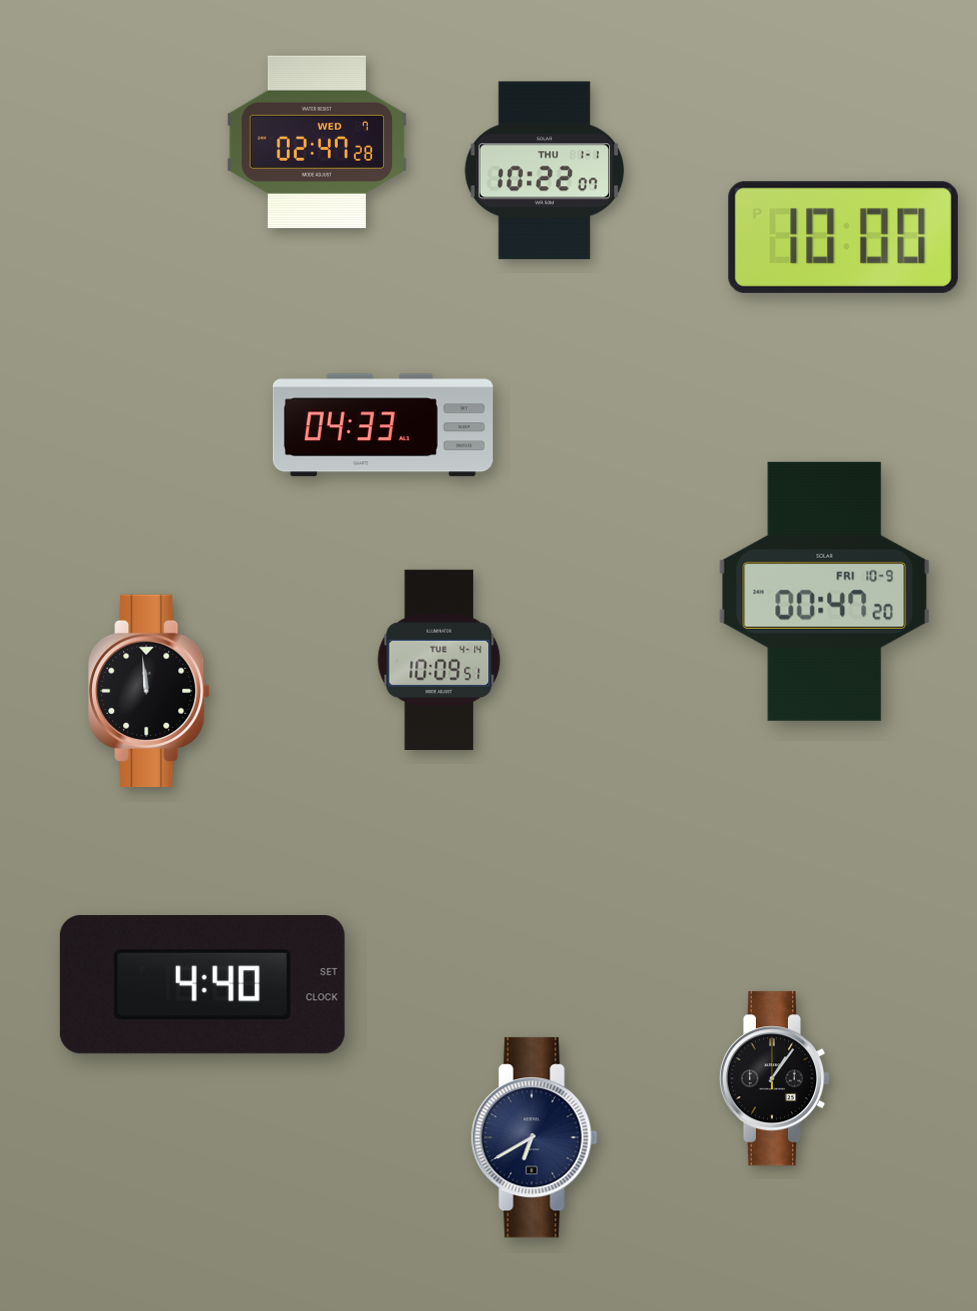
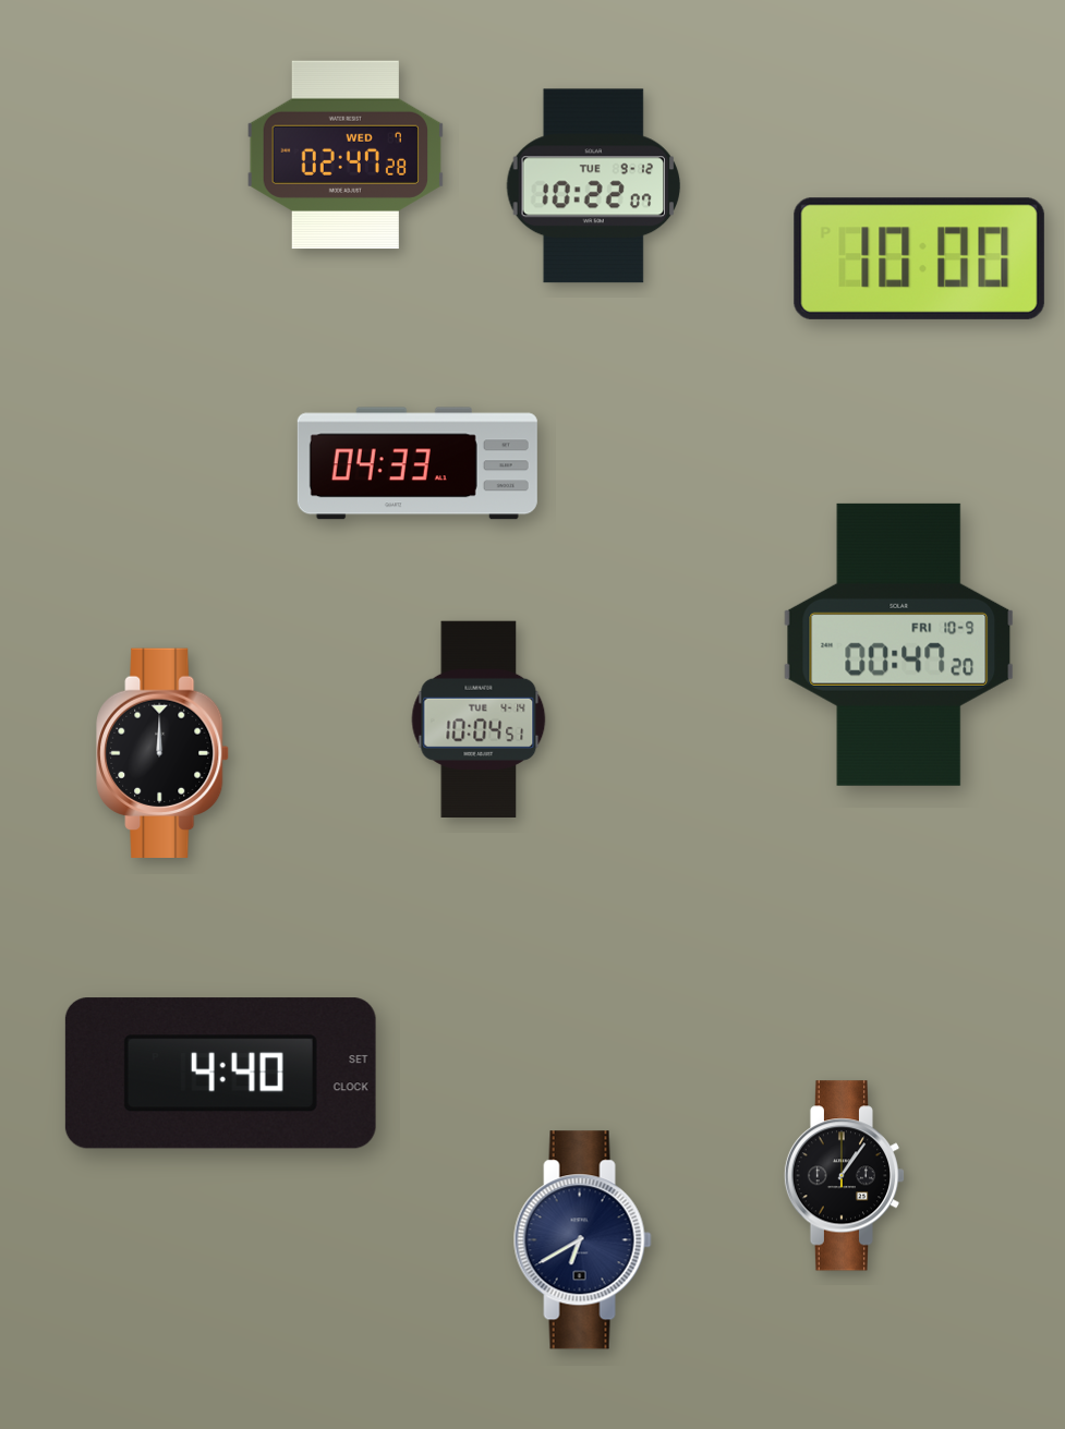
clock at (545, 171) date: THU 1-1 -> TUE 9-12
clock at (439, 659): 10:09 -> 10:04
clock at (149, 691): 11:59 -> 12:00
